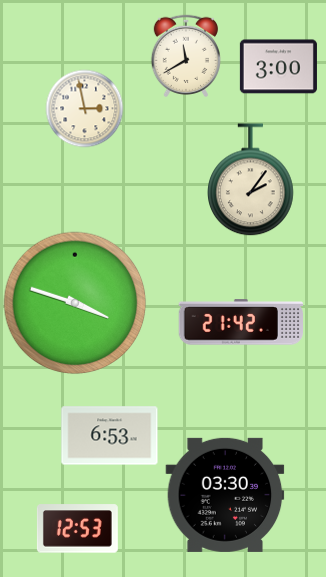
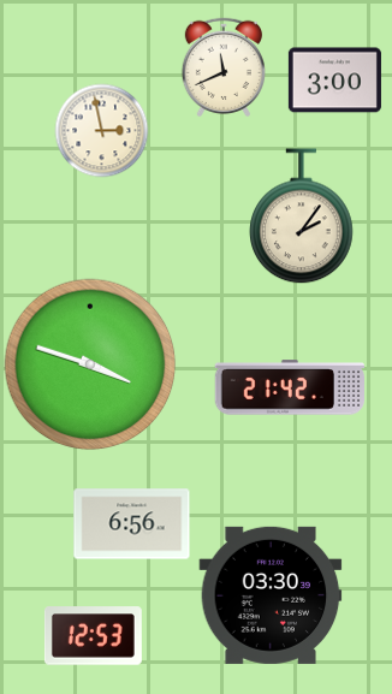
clock at (185, 56): 11:40 -> 11:41
clock at (110, 436): 6:53 -> 6:56
